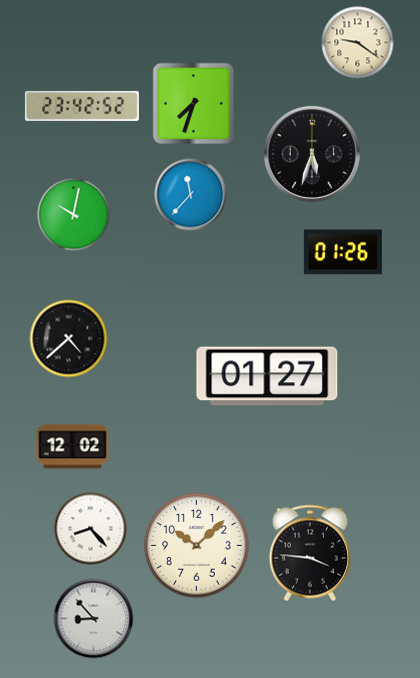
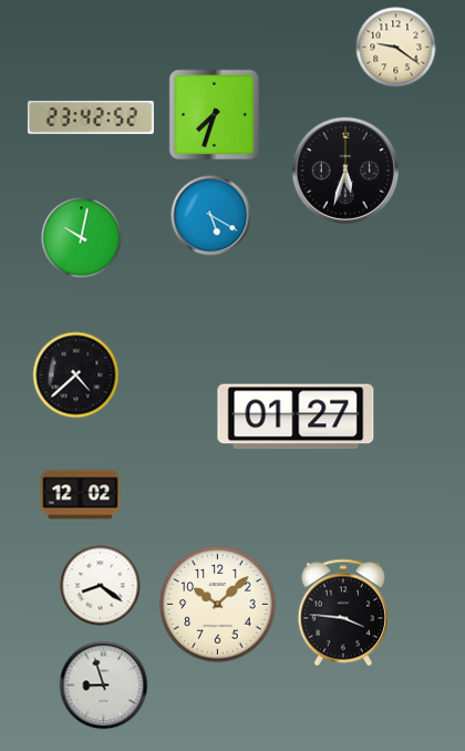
clock at (191, 195): 11:37 -> 5:20
clock at (343, 252): 01:26 -> none
clock at (91, 529): 8:23 -> 8:21
clock at (94, 619): 8:53 -> 8:57
